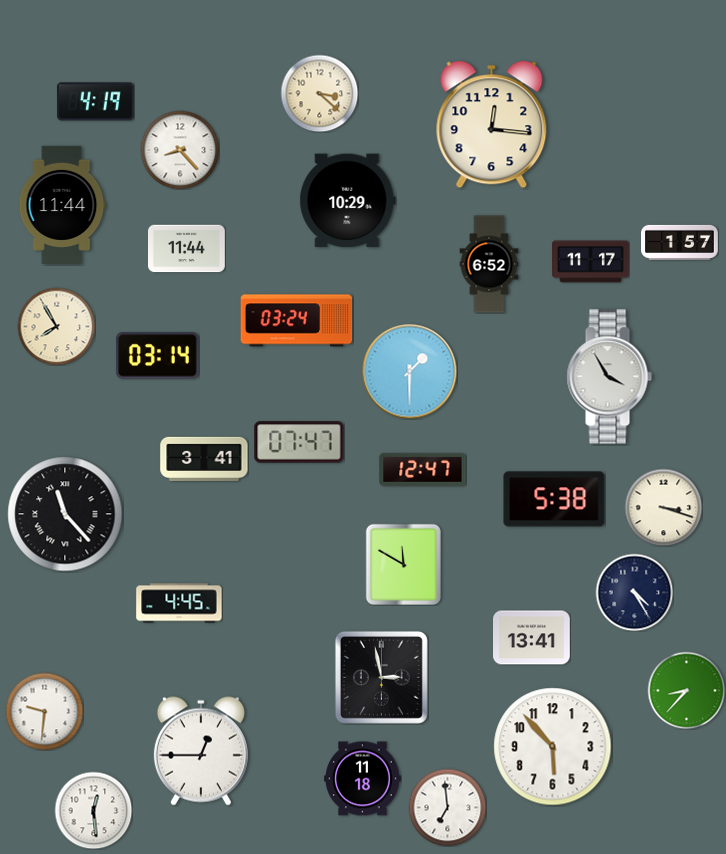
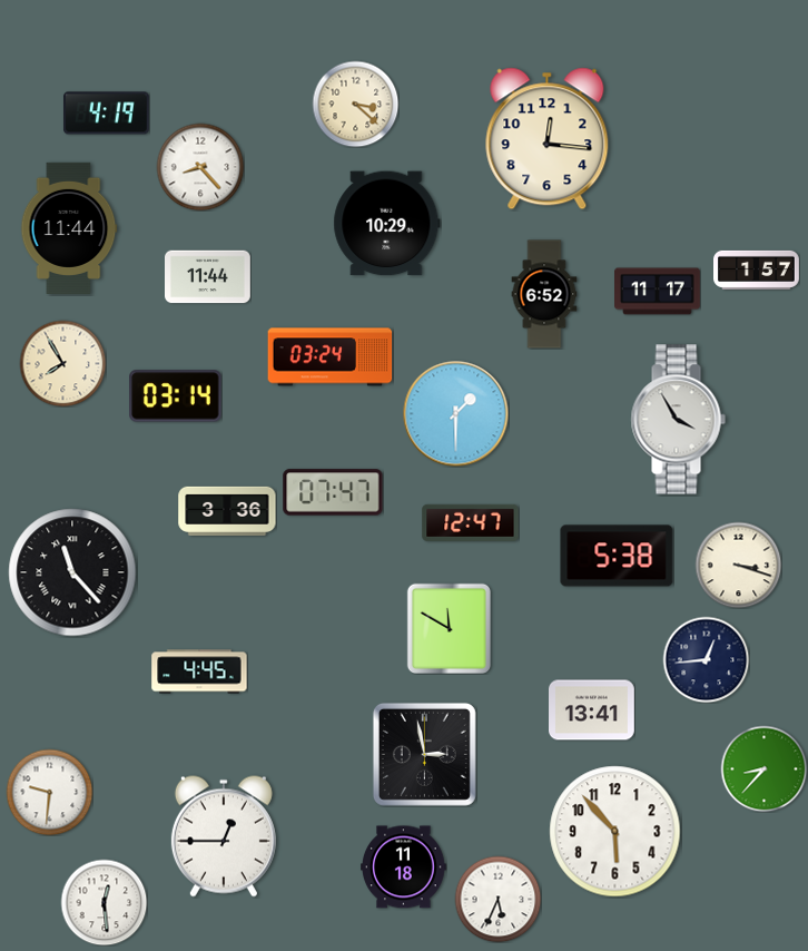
clock at (204, 459): 3:41 -> 3:36
clock at (634, 592): 4:25 -> 12:44
clock at (447, 807): 6:59 -> 5:34
